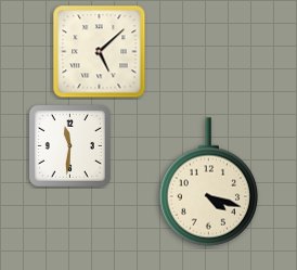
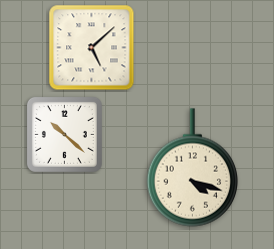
clock at (69, 145): 11:31 -> 10:22
